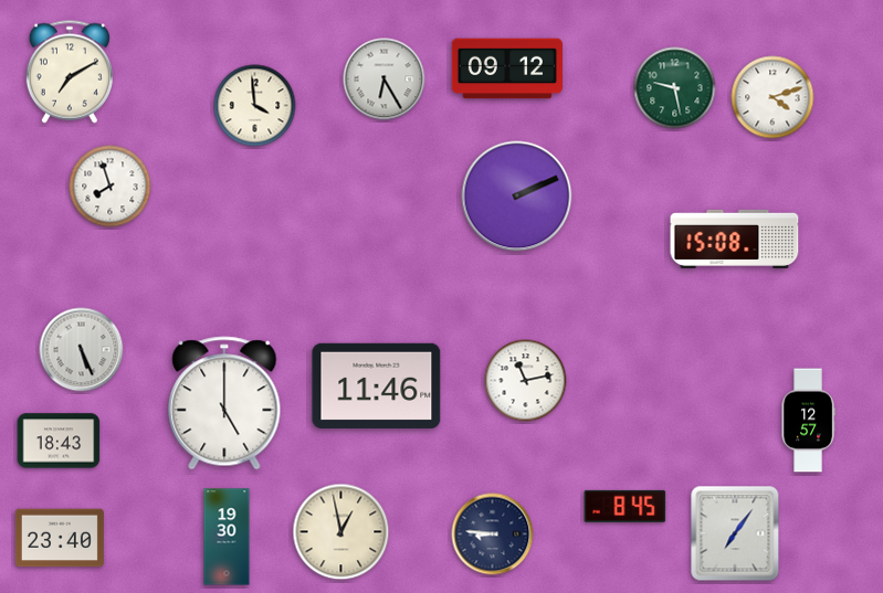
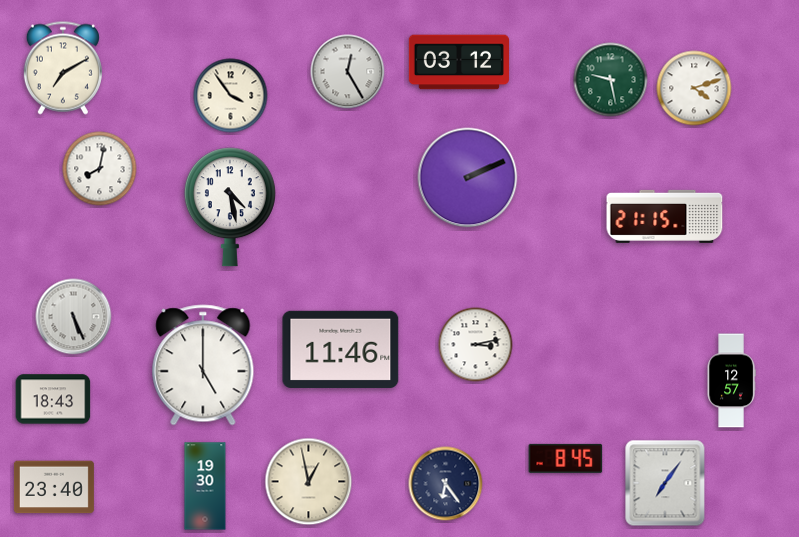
clock at (506, 68): 09:12 -> 03:12
clock at (70, 72) position: (70, 72) -> (63, 68)
clock at (385, 80): 6:25 -> 12:25
clock at (772, 97) position: (772, 97) -> (694, 88)
clock at (255, 106): 3:59 -> 3:54
clock at (111, 187): 7:57 -> 8:02
clock at (230, 207): none -> 4:28
clock at (735, 239): 15:08 -> 21:15
clock at (526, 381): 11:13 -> 3:13
clock at (493, 534): 8:46 -> 6:24
